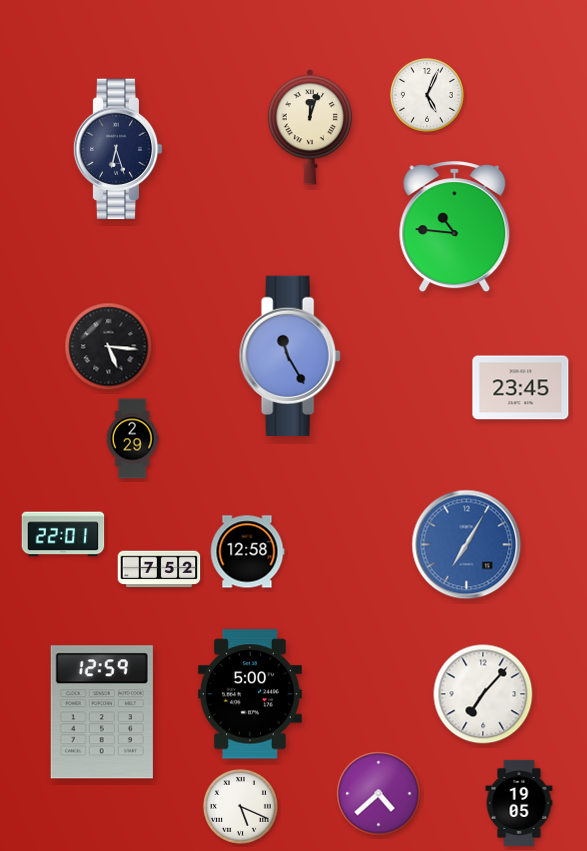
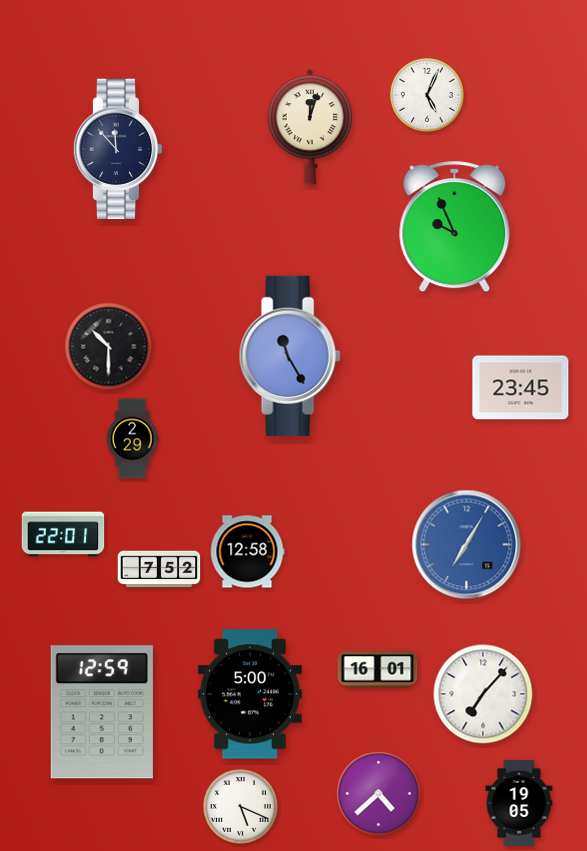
clock at (118, 149): 6:27 -> 11:53
clock at (455, 227): 10:46 -> 9:56
clock at (109, 347): 5:16 -> 10:30
clock at (378, 670): none -> 16:01
